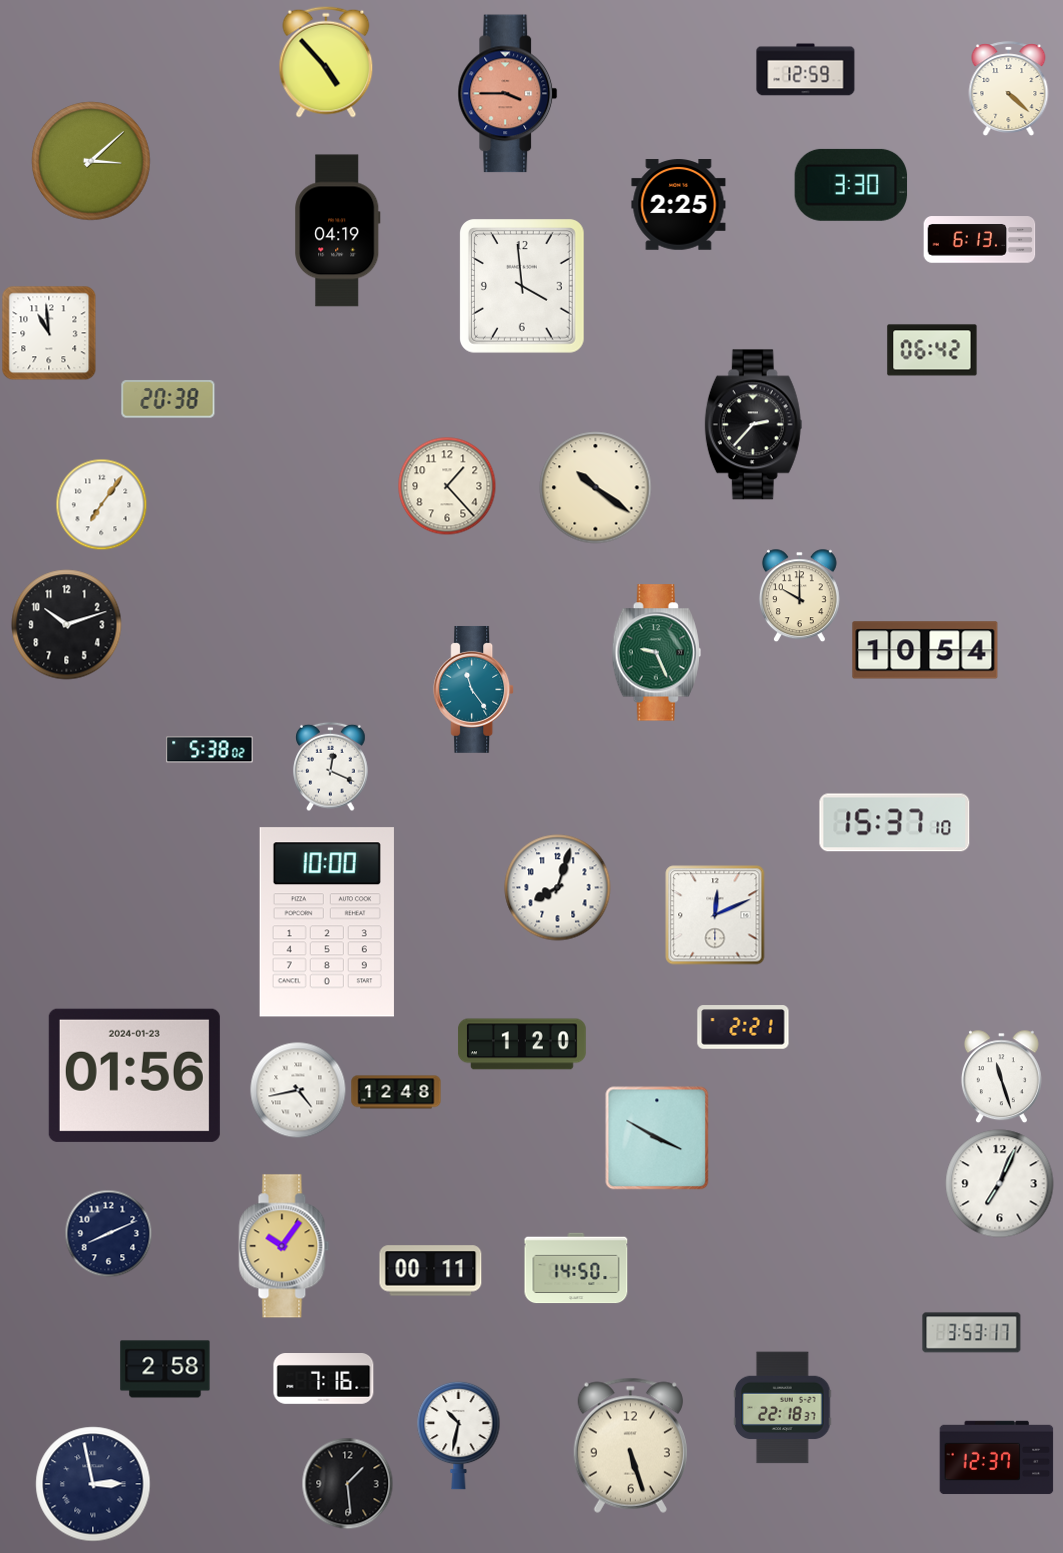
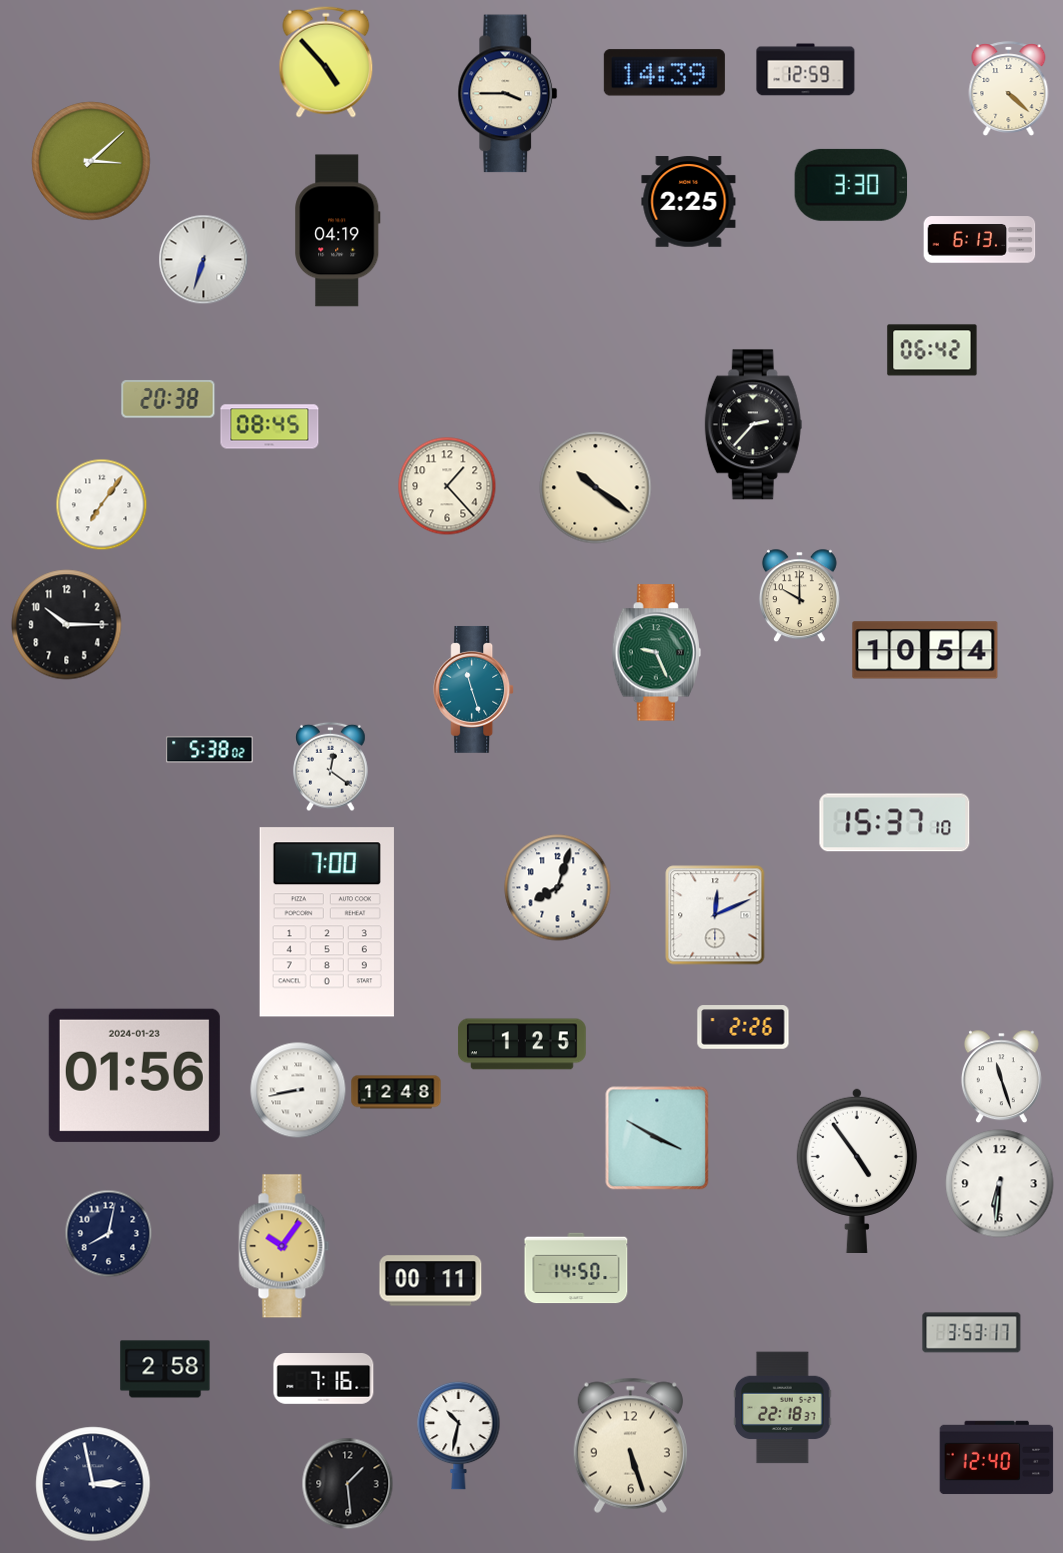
clock at (664, 73): none -> 14:39
clock at (508, 94) dial: salmon -> cream
clock at (679, 205) position: (679, 205) -> (689, 202)
clock at (203, 259): none -> 6:33
clock at (523, 287): 3:59 -> none
clock at (49, 333): 10:59 -> none
clock at (270, 427): none -> 08:45
clock at (67, 625): 10:12 -> 10:15
clock at (474, 689): 11:24 -> 11:27
clock at (331, 766): 12:19 -> 12:21
clock at (327, 922): 10:00 -> 7:00
clock at (743, 1027): 2:21 -> 2:26
clock at (523, 1044): 1:20 -> 1:25
clock at (298, 1090): 4:43 -> 8:43
clock at (857, 1170): none -> 4:54
clock at (1000, 1184): 7:04 -> 6:31
clock at (108, 1233): 8:11 -> 8:02
clock at (431, 1271) position: (431, 1271) -> (431, 1281)
clock at (997, 1458): 12:37 -> 12:40
